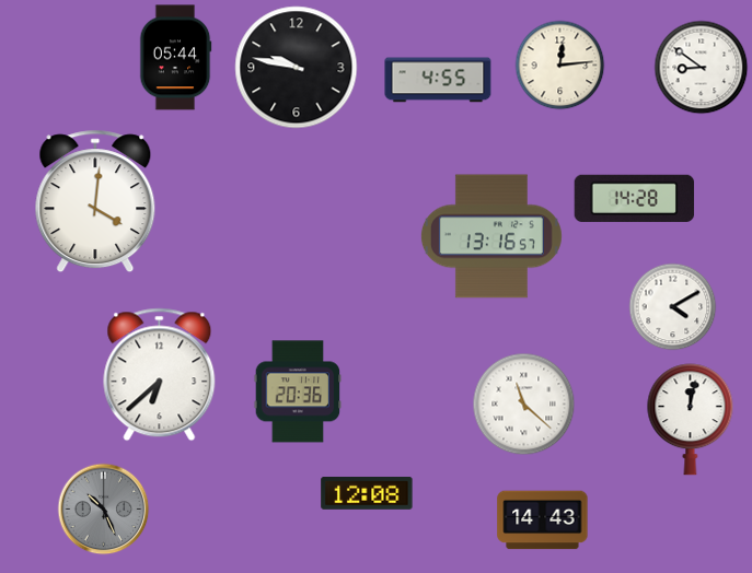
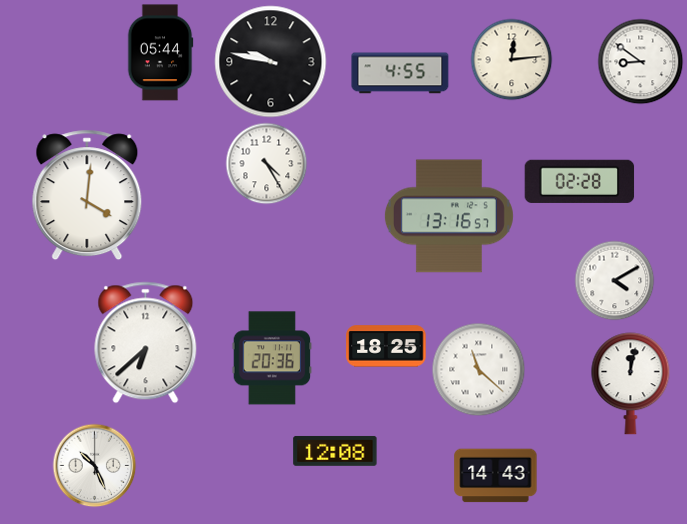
clock at (266, 163): none -> 4:25
clock at (635, 198): 14:28 -> 02:28
clock at (95, 201) position: (95, 201) -> (87, 195)
clock at (386, 346): none -> 18:25
clock at (103, 508) dial: grey -> white
